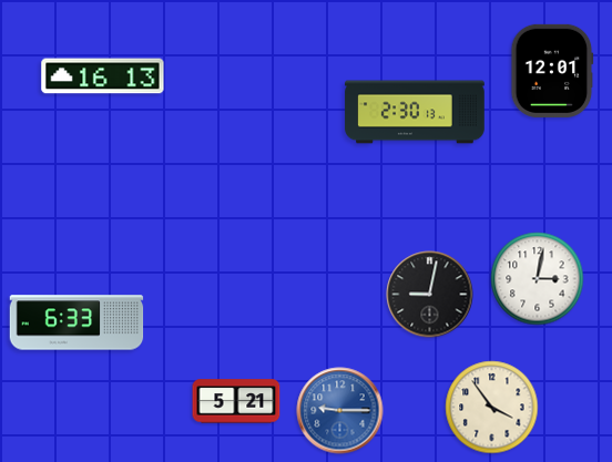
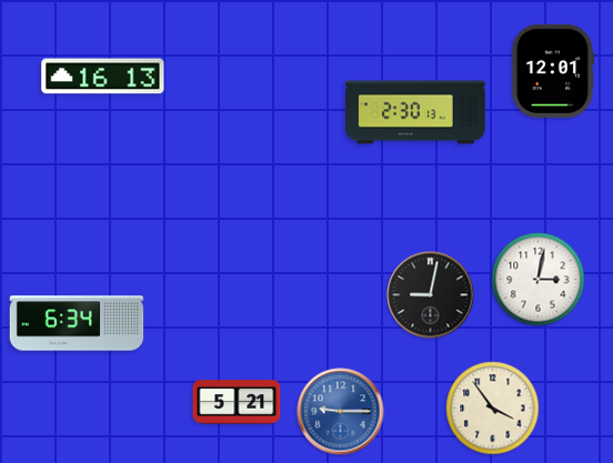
clock at (76, 322): 6:33 -> 6:34
